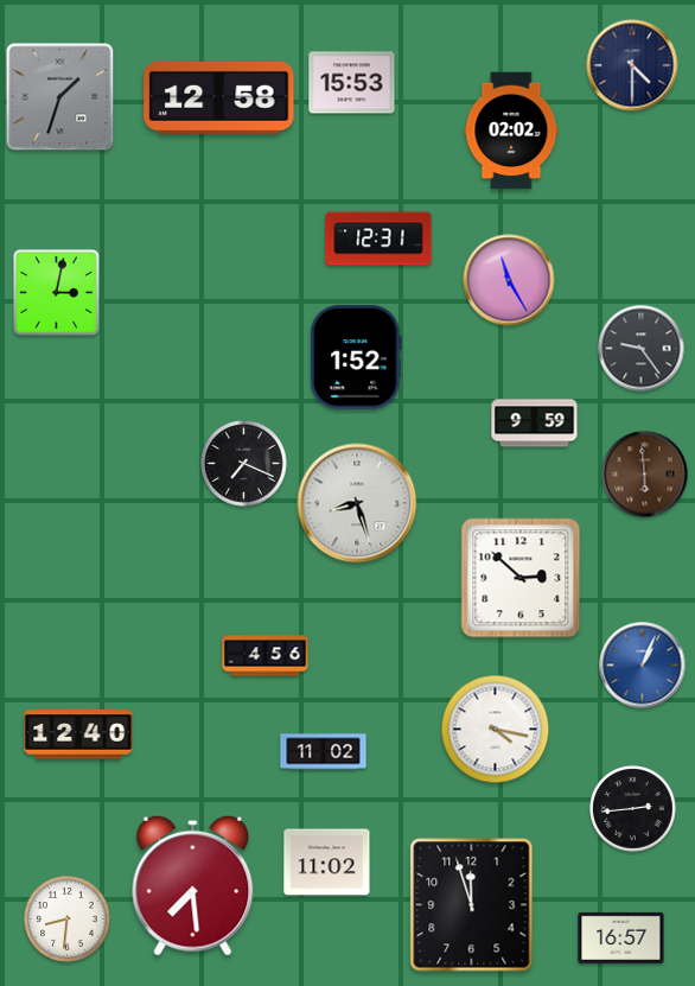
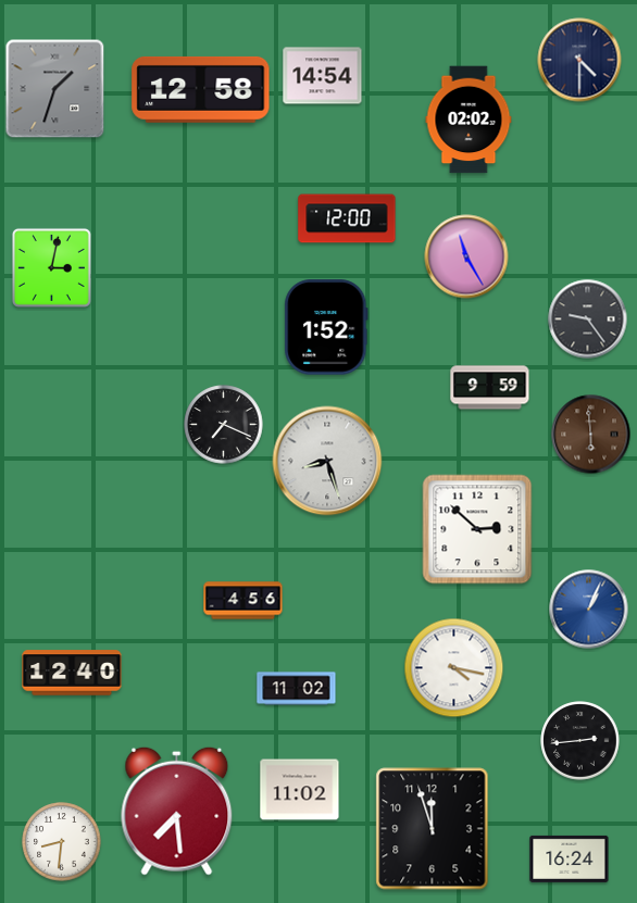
clock at (352, 83): 15:53 -> 14:54
clock at (378, 238): 12:31 -> 12:00
clock at (621, 937): 16:57 -> 16:24
